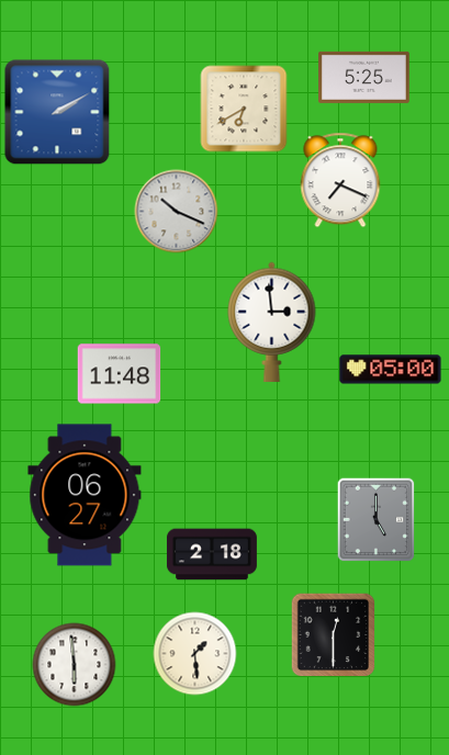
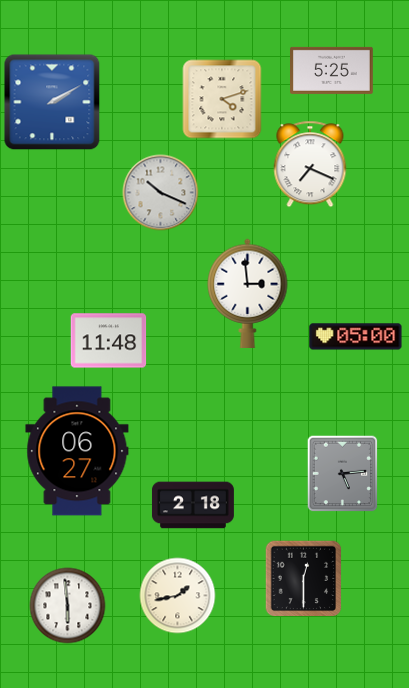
clock at (244, 109): 6:40 -> 4:12
clock at (377, 520): 5:00 -> 5:14
clock at (195, 654): 1:29 -> 1:43
